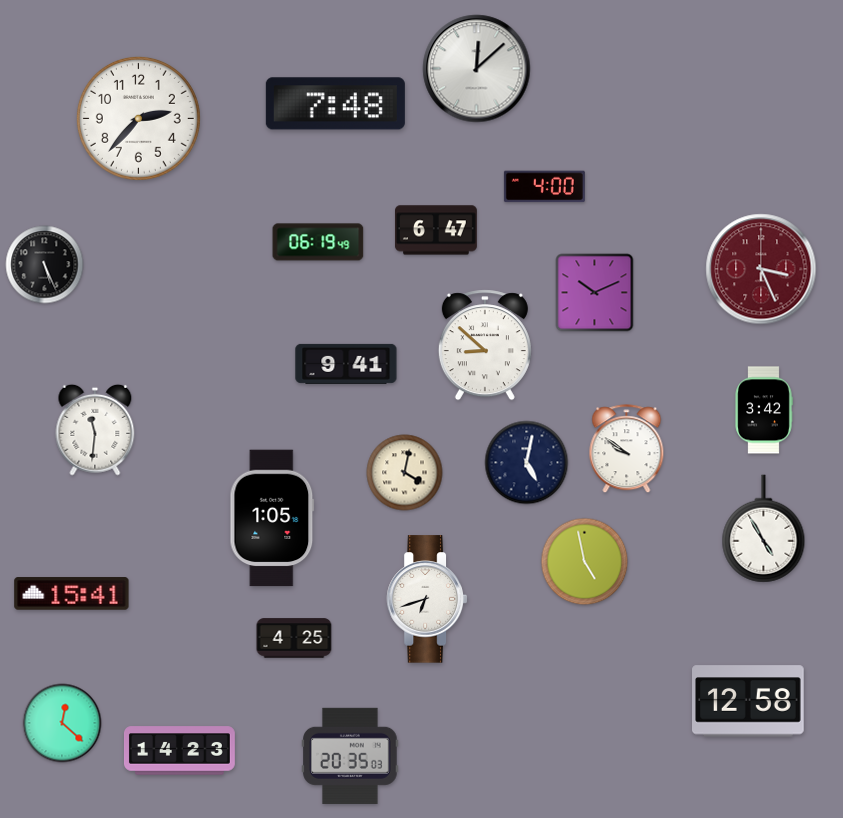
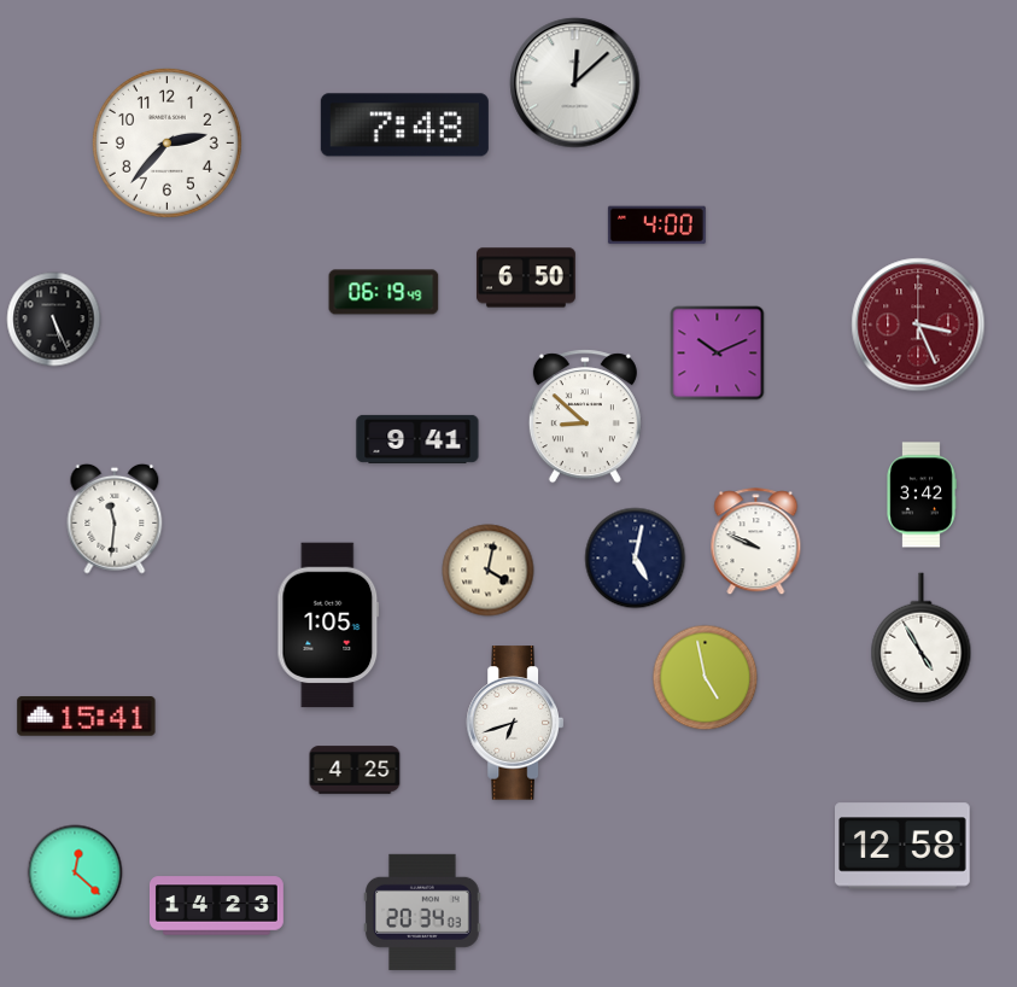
clock at (437, 230): 6:47 -> 6:50
clock at (627, 449): 9:51 -> 9:49
clock at (350, 756): 20:35 -> 20:34
